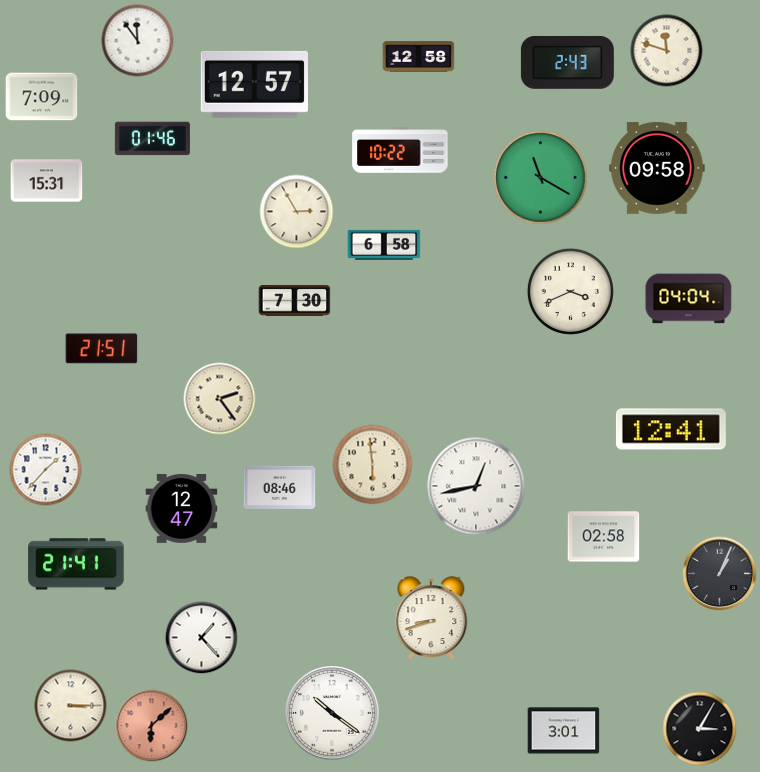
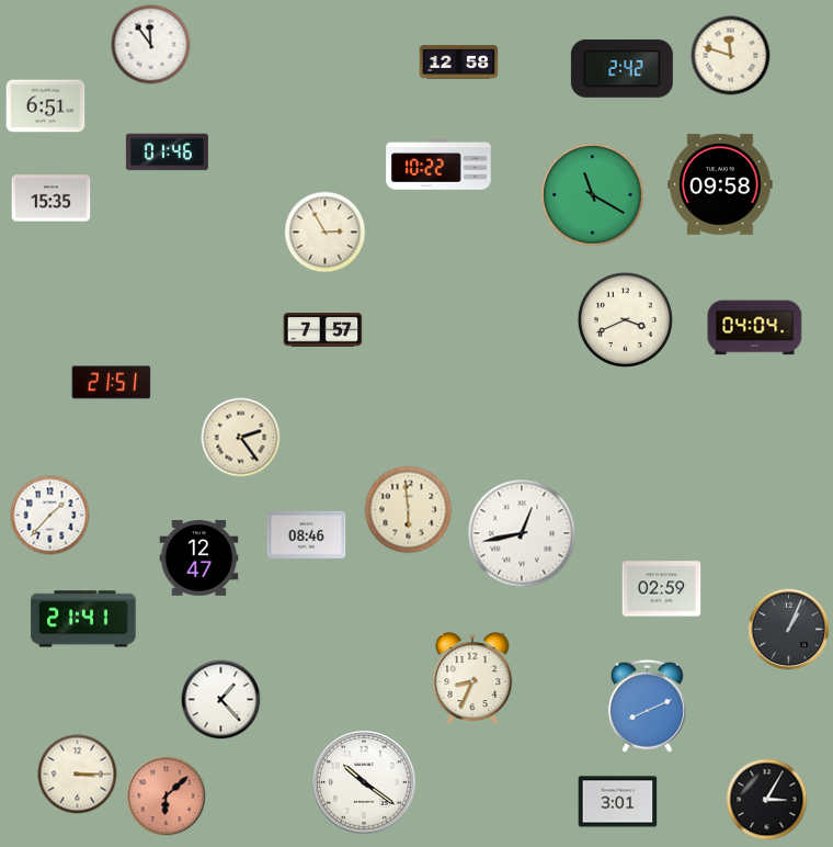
clock at (567, 62): 2:43 -> 2:42
clock at (254, 84): 12:57 -> none
clock at (42, 97): 7:09 -> 6:51
clock at (47, 181): 15:31 -> 15:35
clock at (384, 245): 6:58 -> none
clock at (295, 301): 7:30 -> 7:57
clock at (671, 429): 12:41 -> none
clock at (604, 537): 02:58 -> 02:59
clock at (431, 618): 8:42 -> 8:34
clock at (647, 705): none -> 8:11
